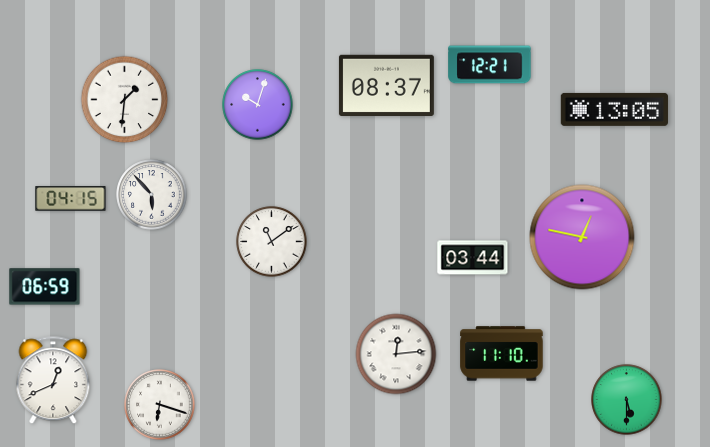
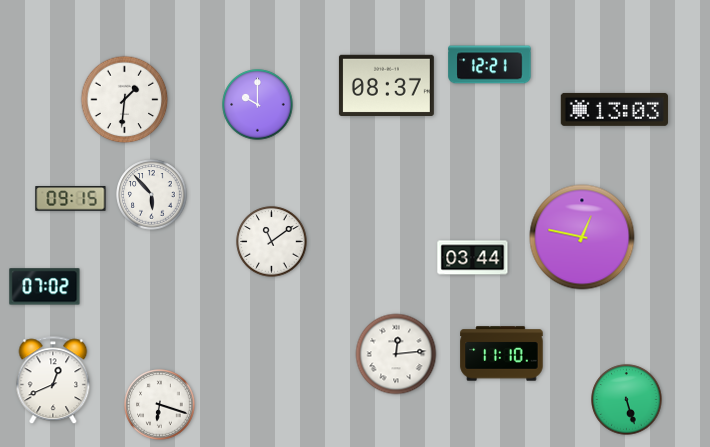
clock at (258, 105): 10:03 -> 10:00
clock at (614, 109): 13:05 -> 13:03
clock at (71, 199): 04:15 -> 09:15
clock at (45, 287): 06:59 -> 07:02
clock at (627, 400): 5:30 -> 5:27
